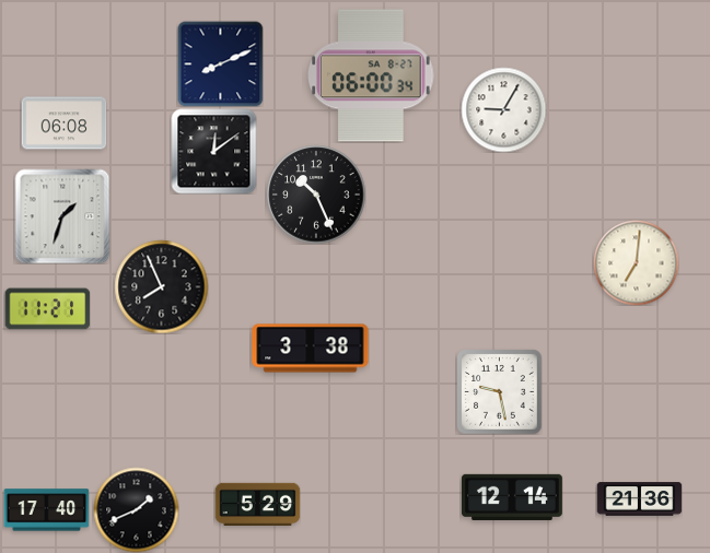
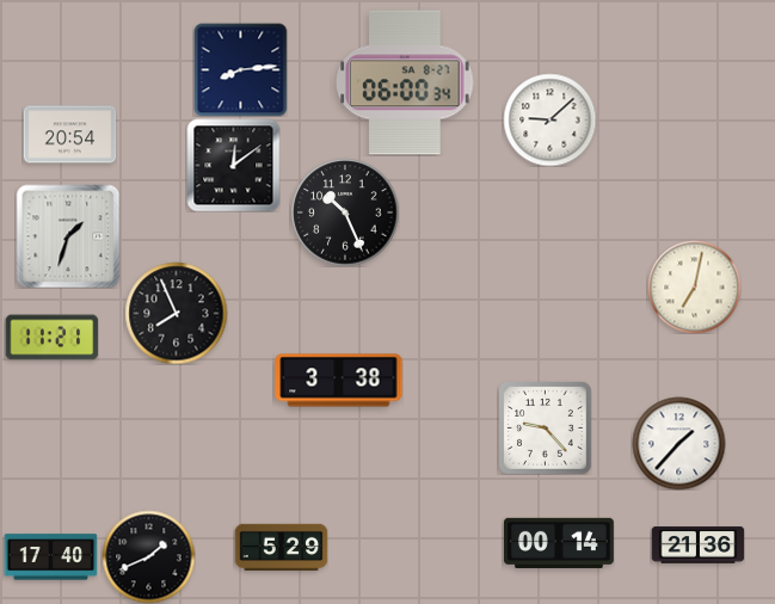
clock at (220, 63): 8:11 -> 8:14
clock at (503, 109): 9:05 -> 9:08
clock at (63, 123): 06:08 -> 20:54
clock at (636, 262): 7:01 -> 7:02
clock at (499, 391): 9:28 -> 9:23
clock at (678, 443): none -> 1:37
clock at (512, 497): 12:14 -> 00:14
clock at (257, 504) position: (257, 504) -> (281, 547)
